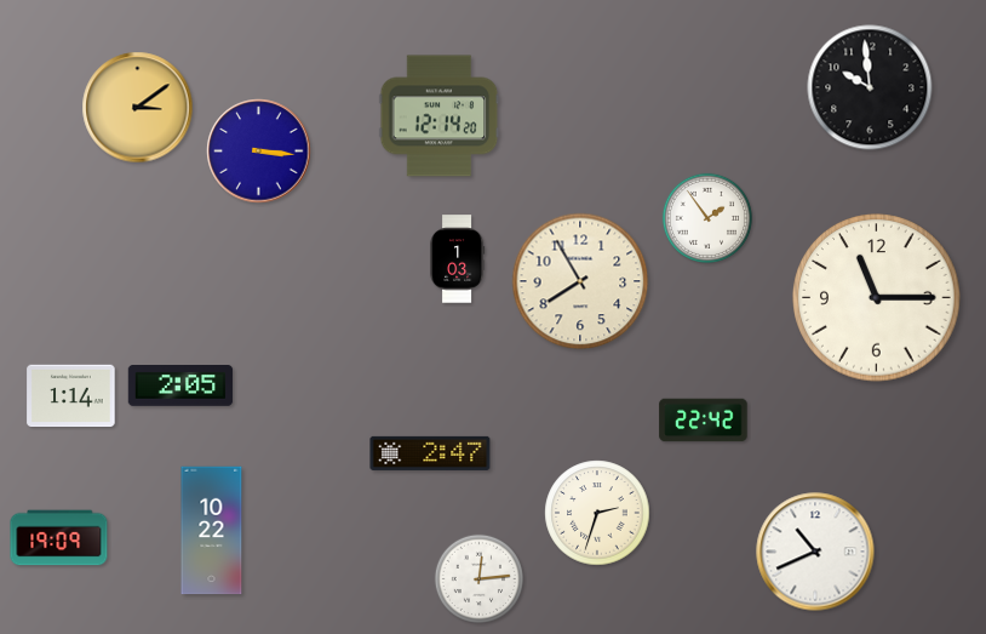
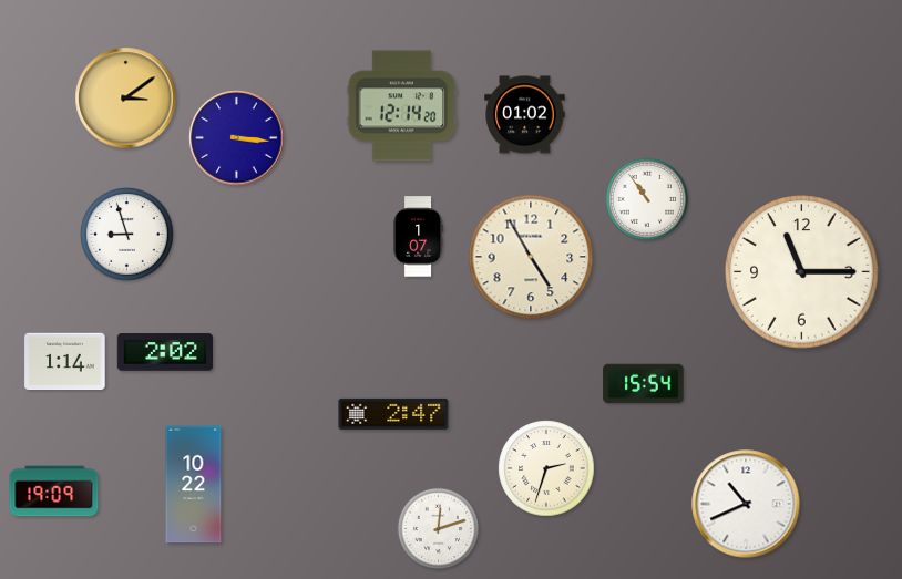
clock at (870, 87): 9:59 -> none
clock at (525, 115): none -> 01:02
clock at (707, 218): 1:54 -> 10:54
clock at (127, 235): none -> 8:57
clock at (457, 259): 1:03 -> 1:07
clock at (580, 281): 7:55 -> 4:55
clock at (180, 387): 2:05 -> 2:02
clock at (704, 421): 22:42 -> 15:54
clock at (478, 578): 12:14 -> 12:12
